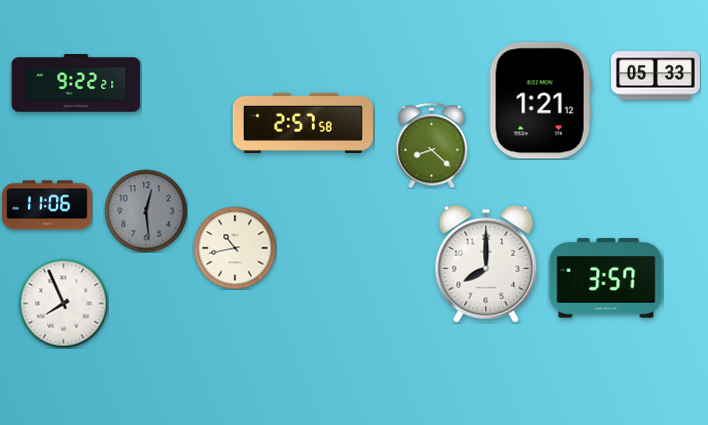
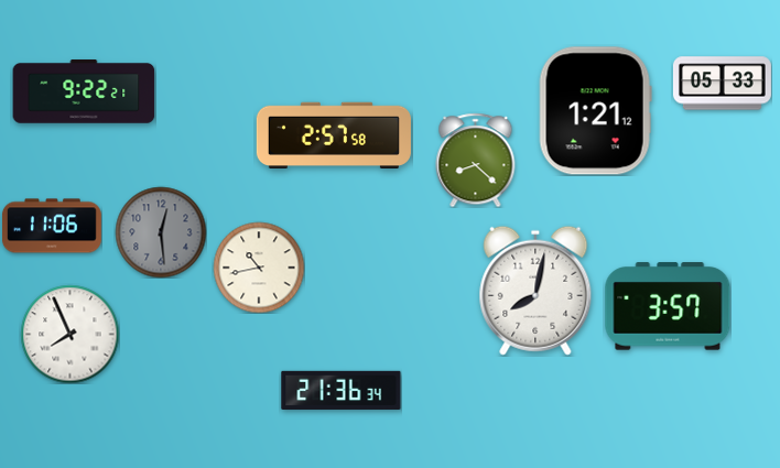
clock at (235, 248) position: (235, 248) -> (259, 268)
clock at (486, 264): 8:00 -> 8:02
clock at (342, 390): none -> 21:36
